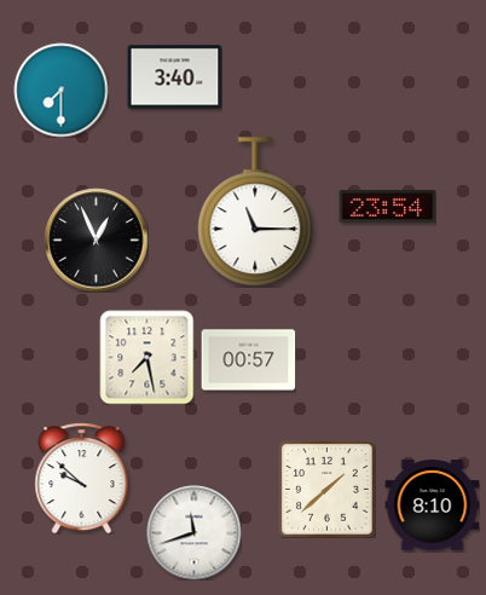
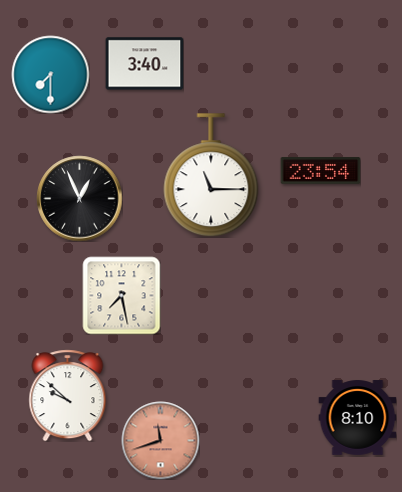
clock at (248, 360): 00:57 -> none
clock at (326, 489): 1:38 -> none
clock at (193, 532) dial: white -> salmon
